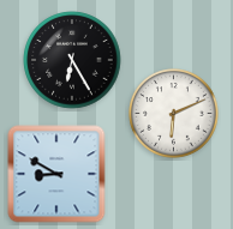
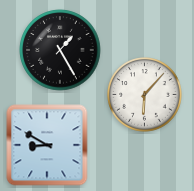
clock at (72, 60): 6:25 -> 1:25
clock at (174, 114): 6:11 -> 6:07
